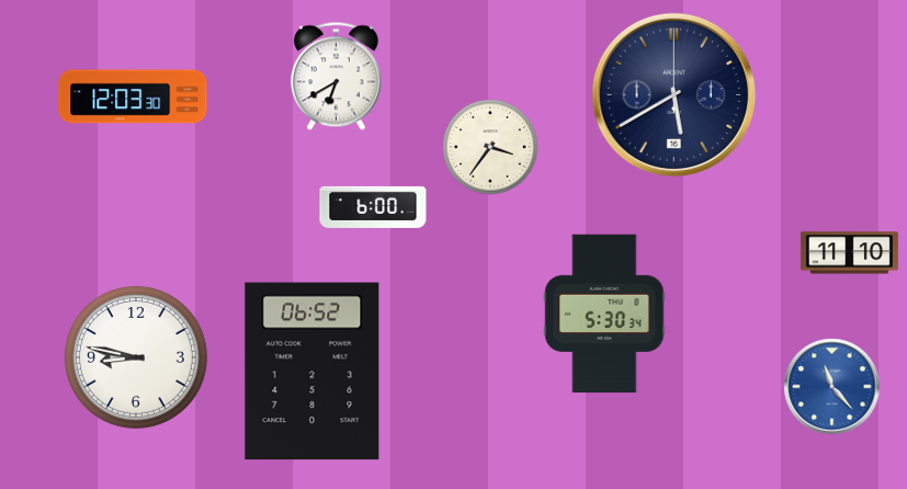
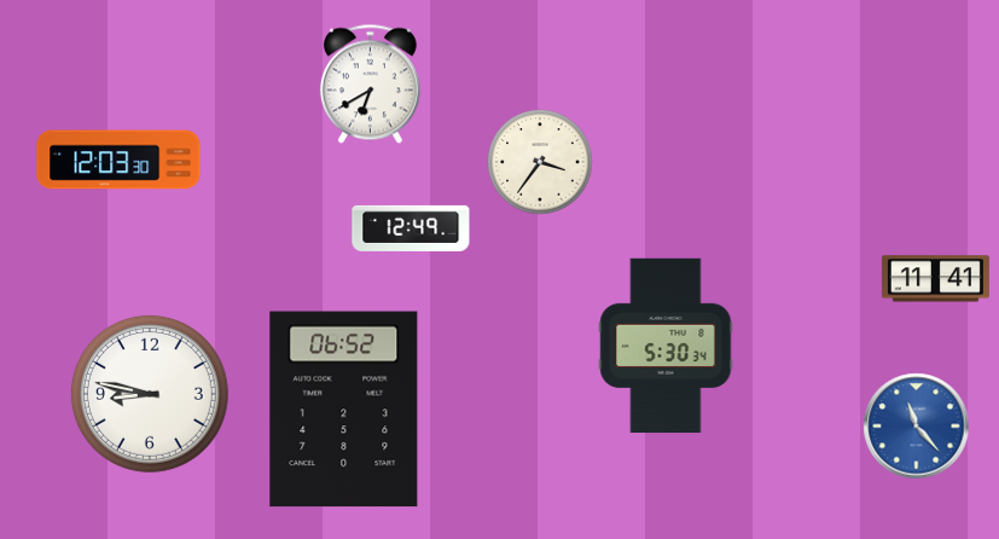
clock at (674, 95): 5:40 -> none
clock at (133, 96) position: (133, 96) -> (118, 160)
clock at (373, 207): 6:00 -> 12:49
clock at (849, 253): 11:10 -> 11:41
